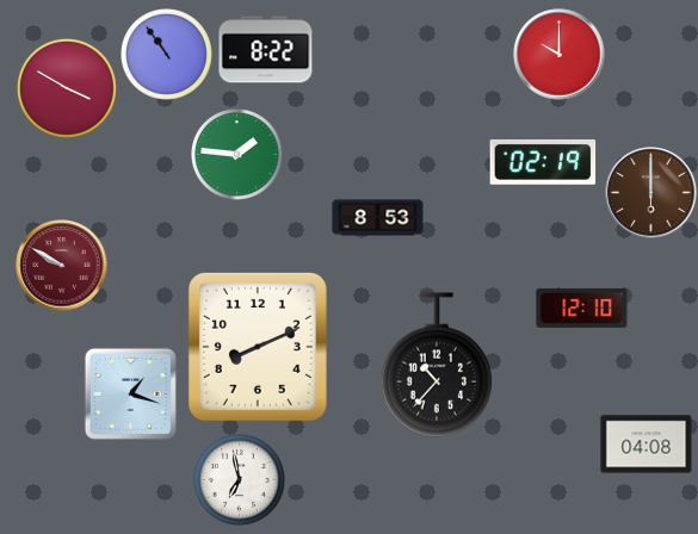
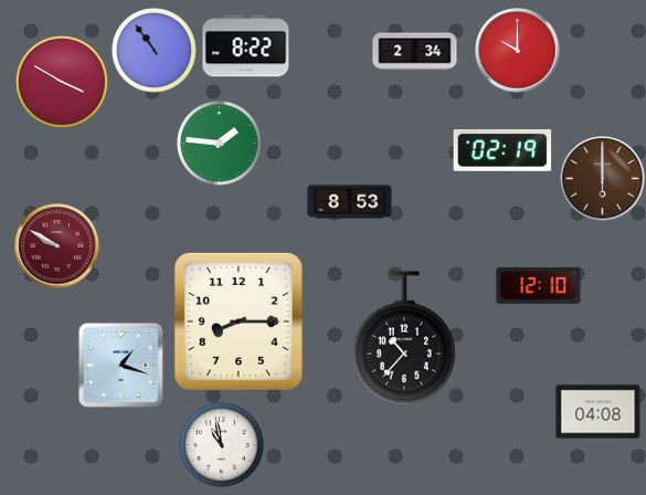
clock at (415, 52): none -> 2:34
clock at (258, 347): 8:11 -> 8:15
clock at (240, 480): 6:58 -> 10:58
